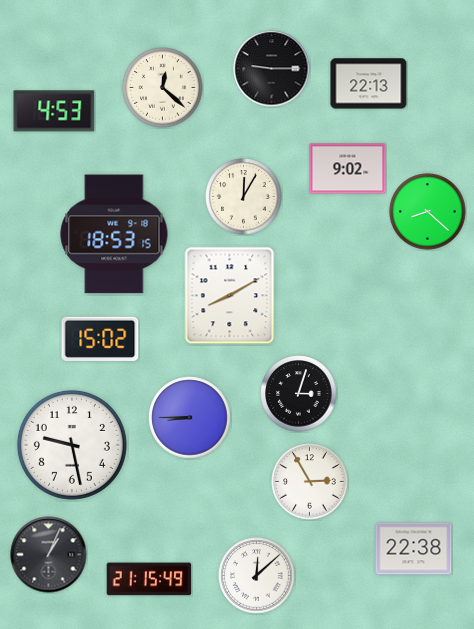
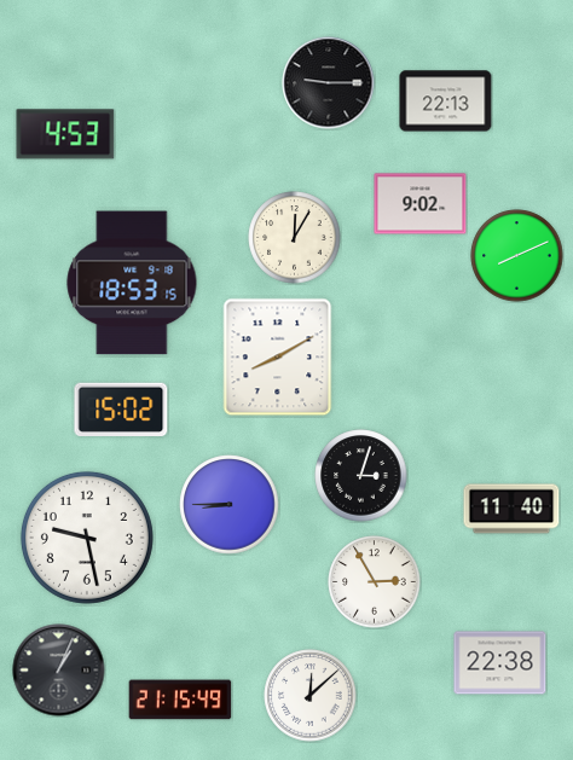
clock at (163, 88): 12:22 -> none
clock at (428, 212): 8:22 -> 8:11
clock at (114, 234) position: (114, 234) -> (132, 283)
clock at (511, 509): none -> 11:40
